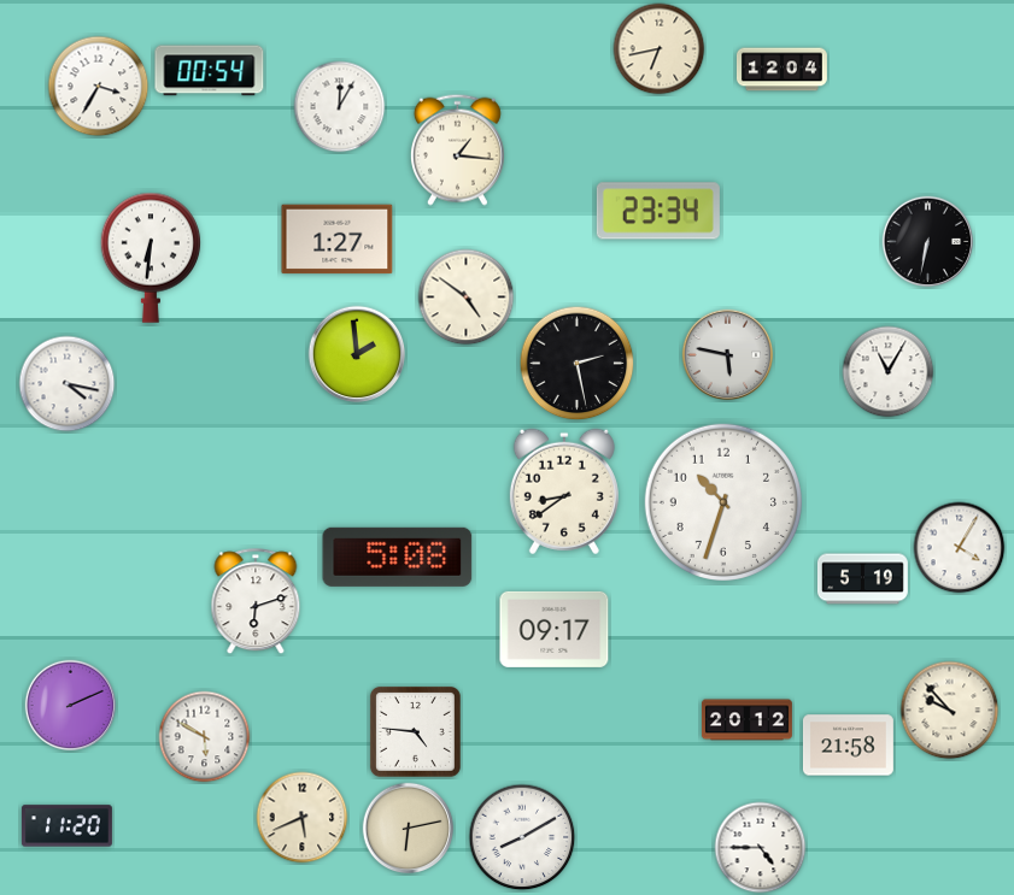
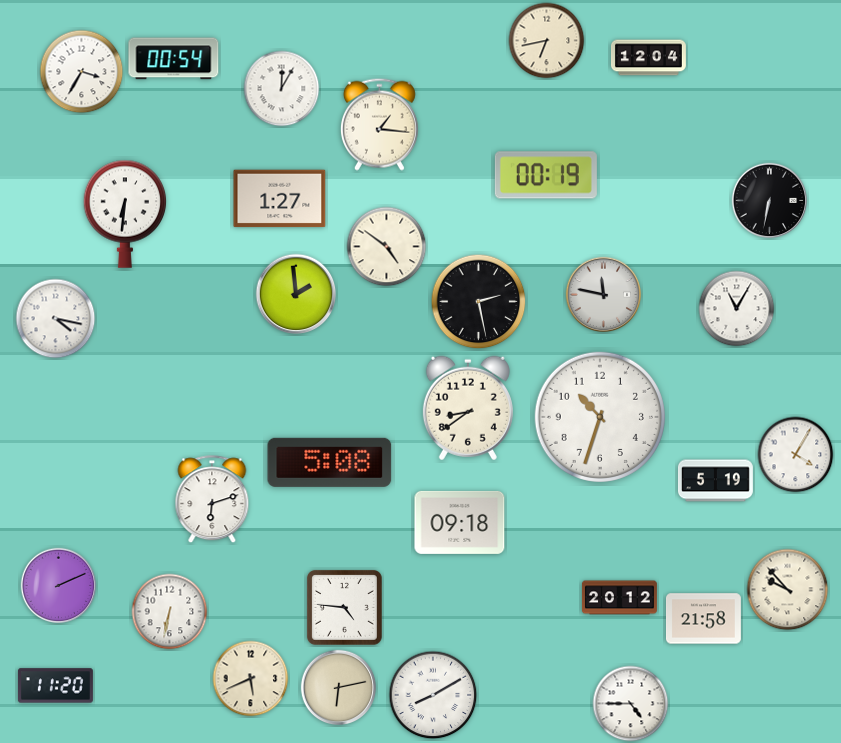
clock at (658, 211): 23:34 -> 00:19
clock at (728, 355): 5:47 -> 11:47
clock at (555, 629): 09:17 -> 09:18
clock at (205, 737): 5:50 -> 6:32
